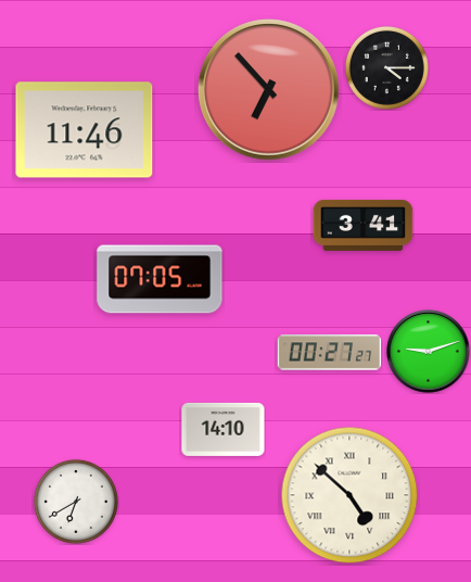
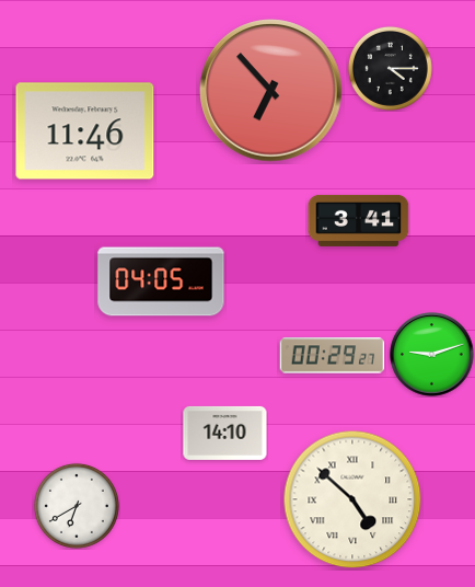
clock at (364, 225) position: (364, 225) -> (359, 220)
clock at (160, 279): 07:05 -> 04:05
clock at (330, 353): 00:27 -> 00:29
